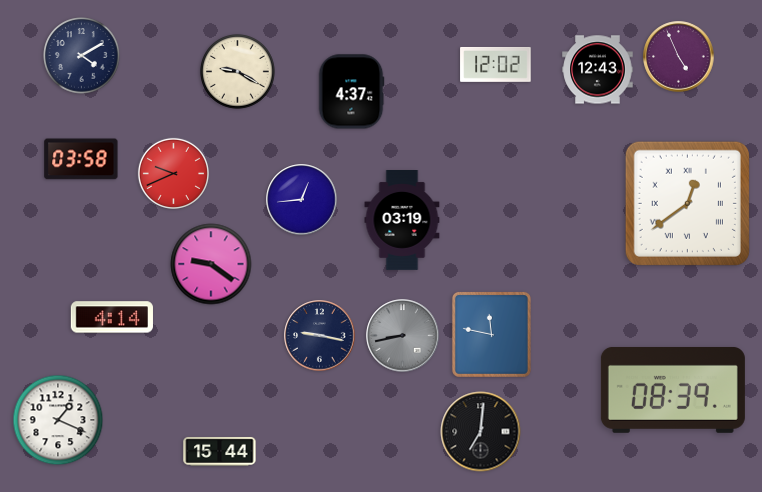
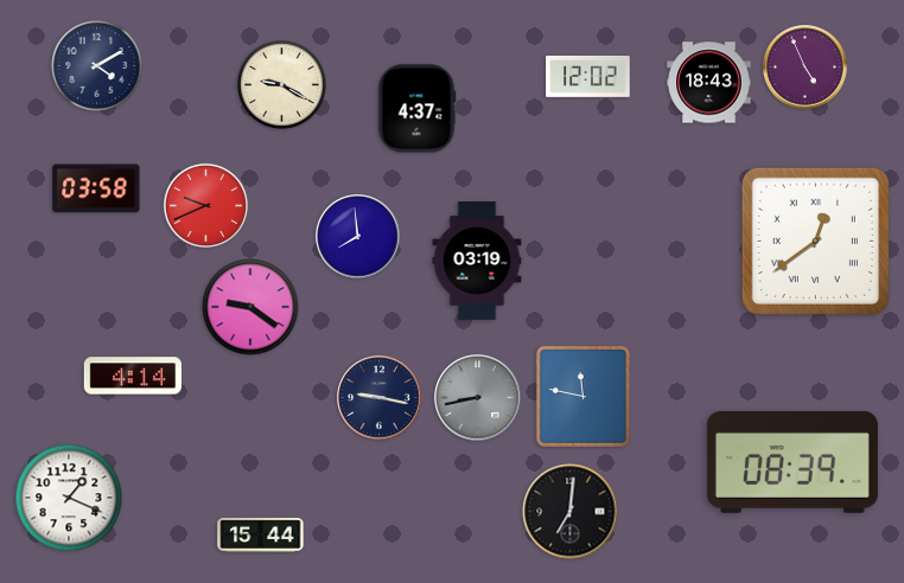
clock at (598, 70): 12:43 -> 18:43
clock at (302, 200): 12:44 -> 7:59
clock at (211, 264) position: (211, 264) -> (250, 307)
clock at (673, 390) position: (673, 390) -> (792, 462)
